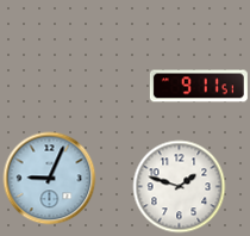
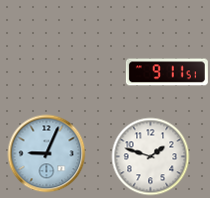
clock at (49, 178) position: (49, 178) -> (46, 153)
